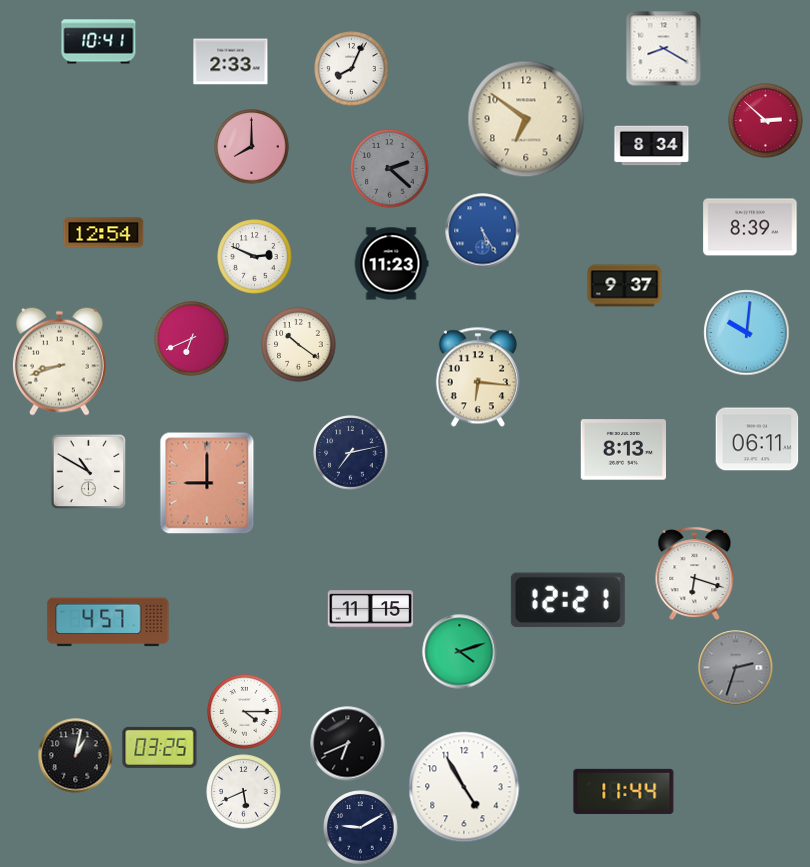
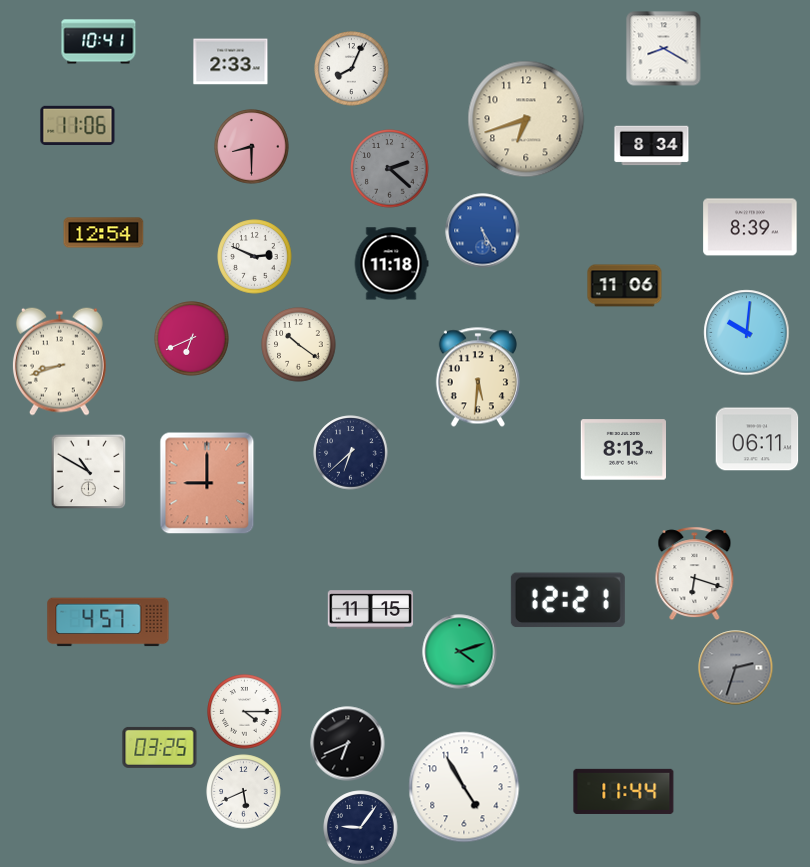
clock at (526, 119): 6:51 -> 6:42
clock at (766, 121): 2:52 -> none
clock at (78, 125): none -> 11:06
clock at (252, 147): 8:00 -> 8:30
clock at (391, 264): 11:23 -> 11:18
clock at (625, 286): 9:37 -> 11:06
clock at (478, 377): 6:16 -> 5:31
clock at (351, 453): 7:13 -> 6:38
clock at (76, 756): 1:02 -> none
clock at (361, 828): 9:10 -> 9:06
